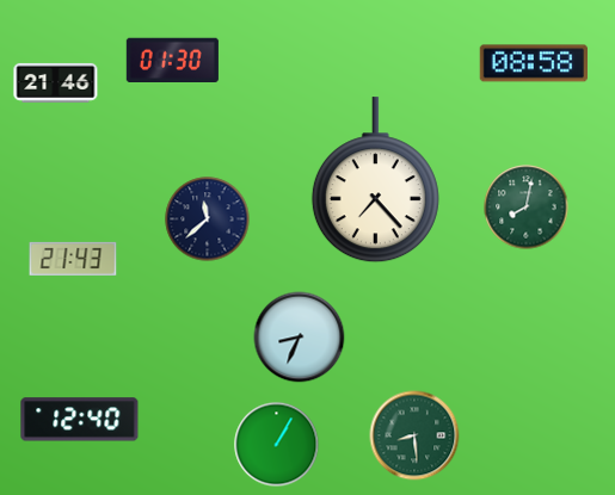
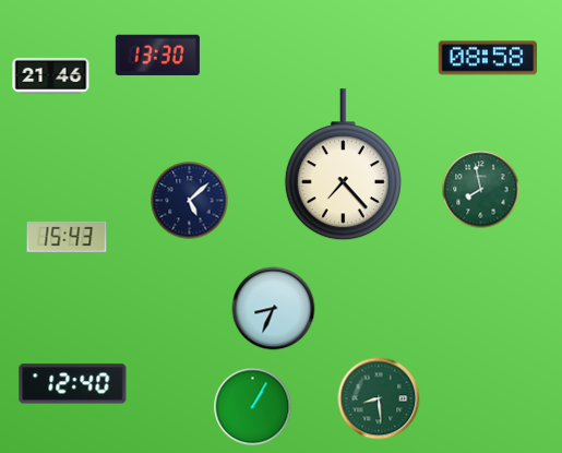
clock at (172, 60): 01:30 -> 13:30
clock at (527, 208): 8:02 -> 7:58
clock at (208, 219): 11:38 -> 5:08
clock at (73, 259): 21:43 -> 15:43
